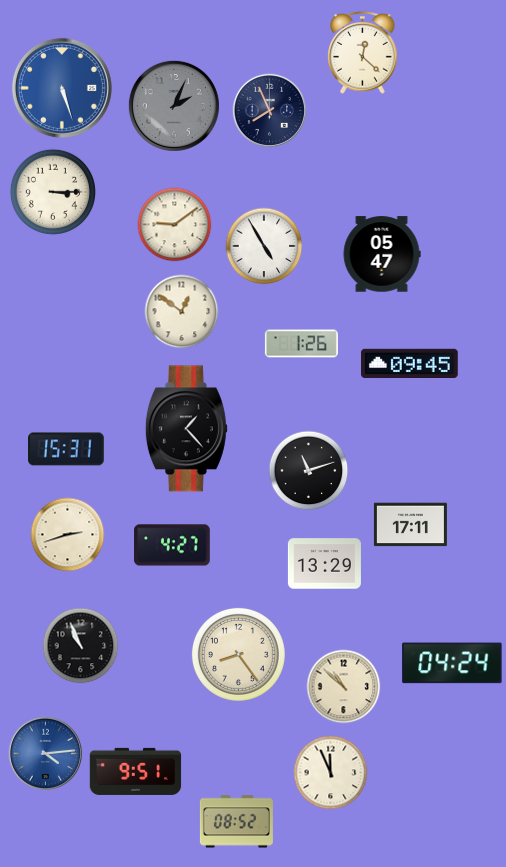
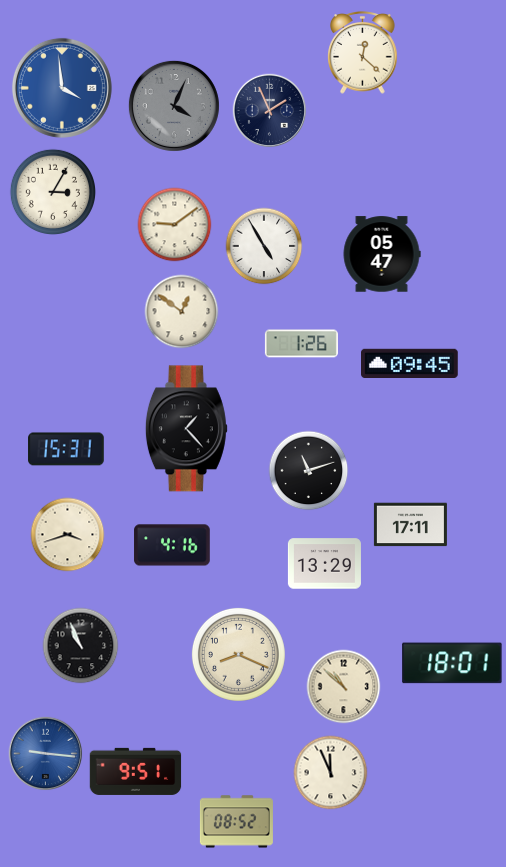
clock at (62, 88): 5:27 -> 3:59
clock at (174, 106): 2:04 -> 4:04
clock at (270, 111): 7:56 -> 1:56
clock at (52, 191): 3:15 -> 3:05
clock at (68, 535): 2:42 -> 3:42
clock at (172, 545): 4:27 -> 4:16
clock at (238, 654): 8:24 -> 8:19
clock at (452, 663): 04:24 -> 18:01
clock at (46, 754): 4:14 -> 9:16
